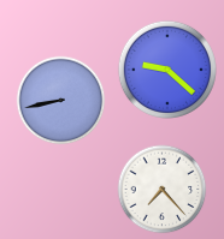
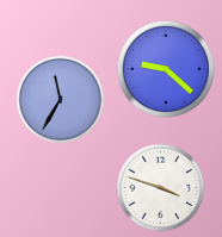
clock at (61, 101): 8:43 -> 11:35
clock at (163, 190): 7:23 -> 3:48
